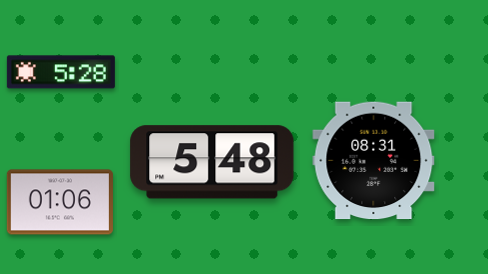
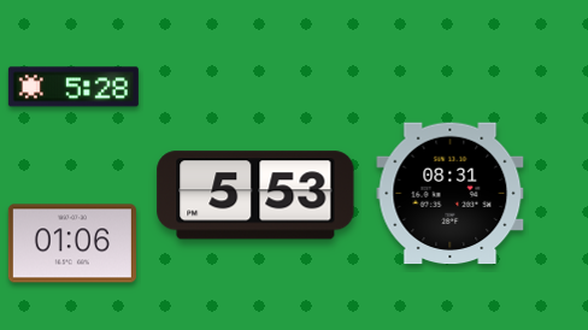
clock at (212, 162): 5:48 -> 5:53
